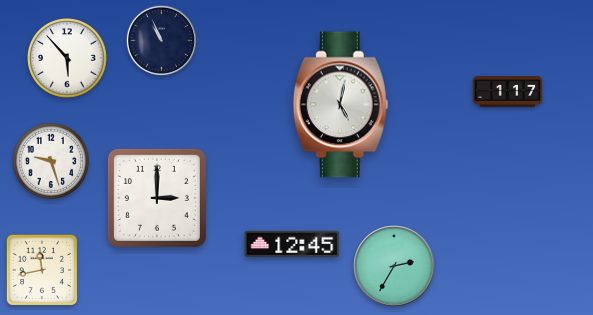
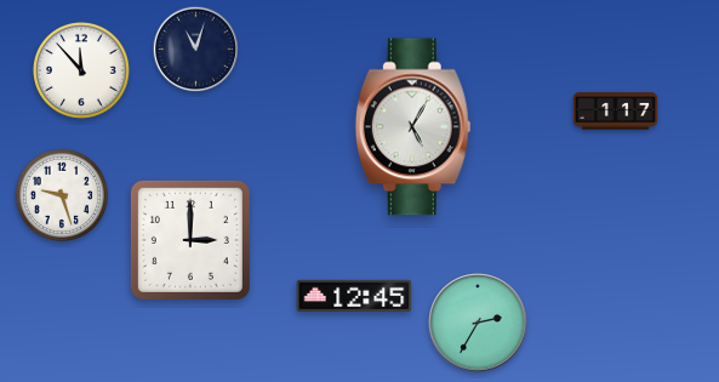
clock at (162, 41): 10:56 -> 11:03
clock at (68, 59): 5:53 -> 11:53
clock at (340, 105): 5:02 -> 5:05
clock at (42, 270): 11:43 -> none
